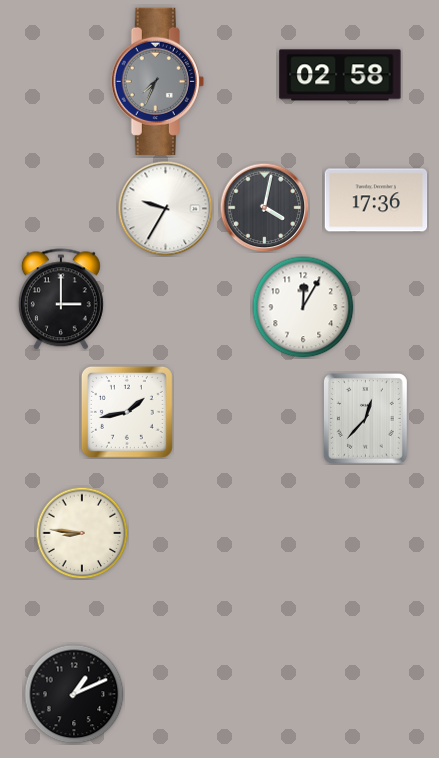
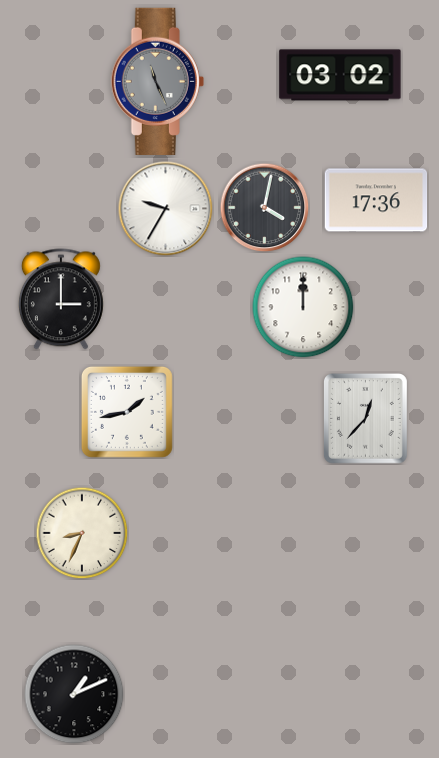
clock at (340, 75): 02:58 -> 03:02
clock at (157, 81): 7:34 -> 11:26
clock at (303, 307): 12:05 -> 12:00
clock at (82, 533): 8:46 -> 8:34
